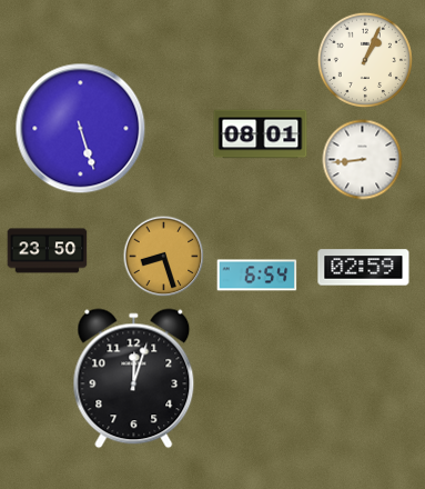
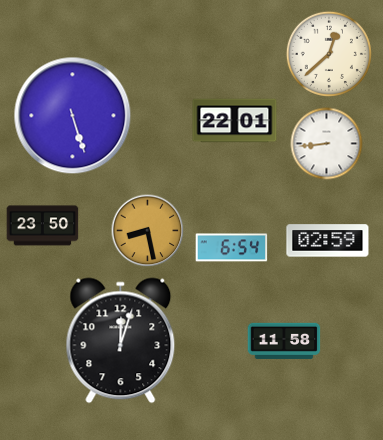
clock at (365, 60): 1:04 -> 12:38
clock at (261, 134): 08:01 -> 22:01
clock at (164, 257): 8:27 -> 8:28
clock at (284, 341): none -> 11:58
